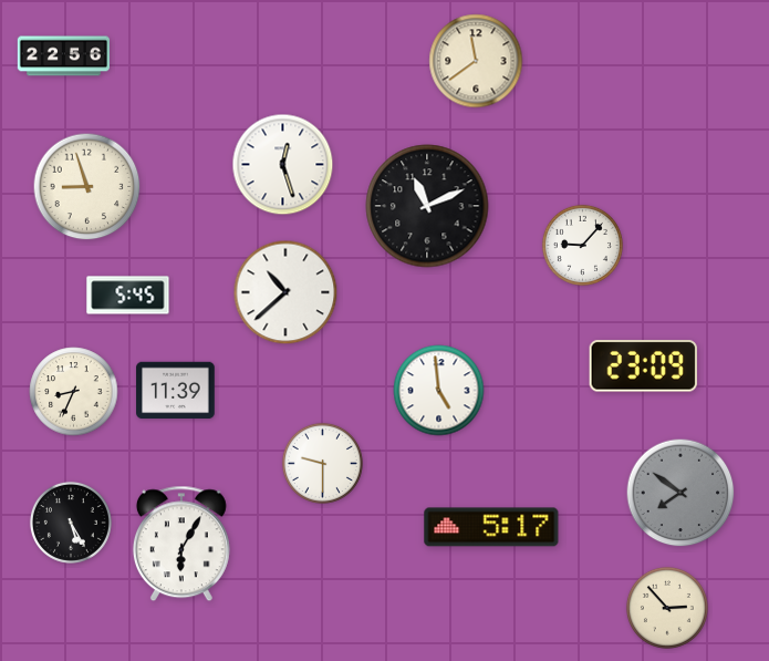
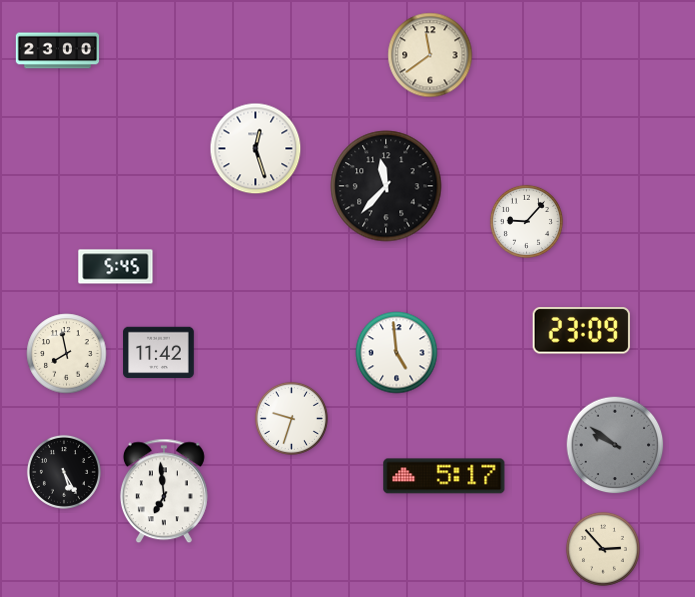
clock at (63, 56): 22:56 -> 23:00
clock at (87, 187): 8:57 -> none
clock at (427, 206): 11:11 -> 11:37
clock at (285, 292): 10:38 -> none
clock at (176, 391): 11:39 -> 11:42
clock at (74, 392): 8:34 -> 7:58
clock at (322, 463): 9:30 -> 9:33
clock at (680, 493): 7:51 -> 9:51
clock at (181, 544): 6:05 -> 6:59
